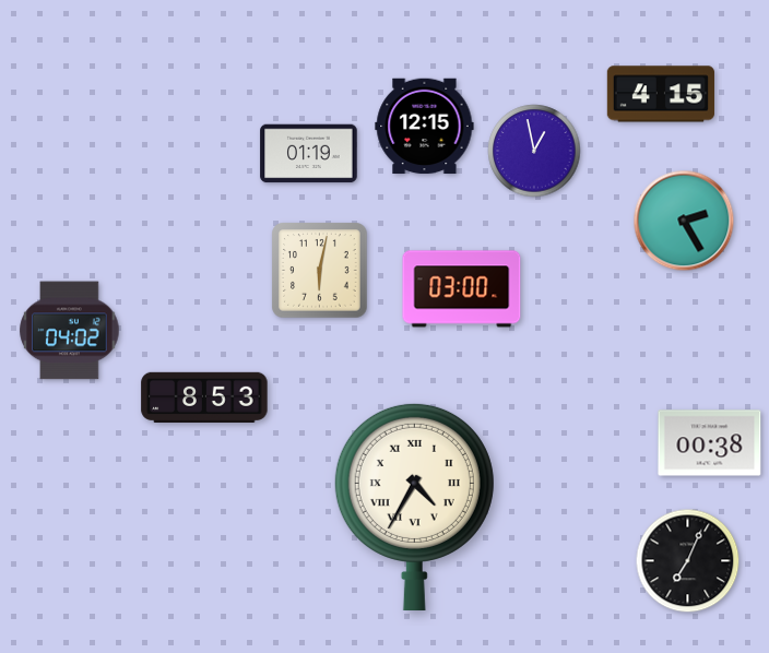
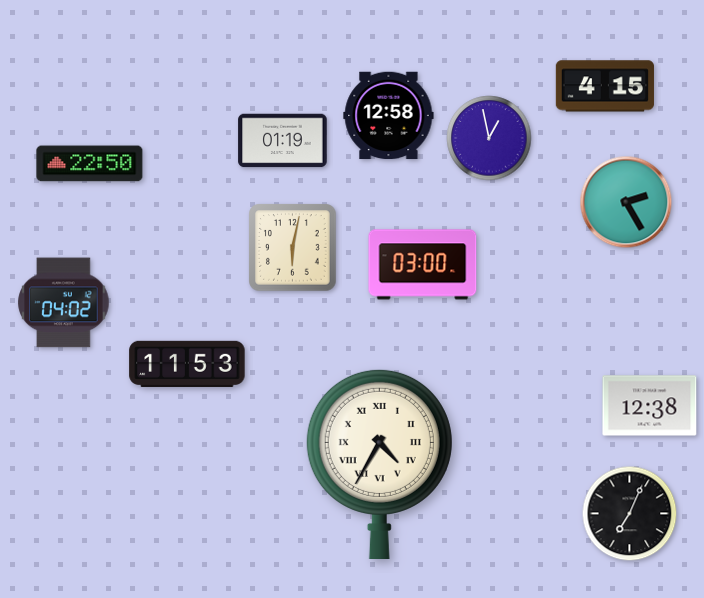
clock at (425, 127): 12:15 -> 12:58
clock at (90, 164): none -> 22:50
clock at (204, 397): 8:53 -> 11:53
clock at (710, 443): 00:38 -> 12:38
